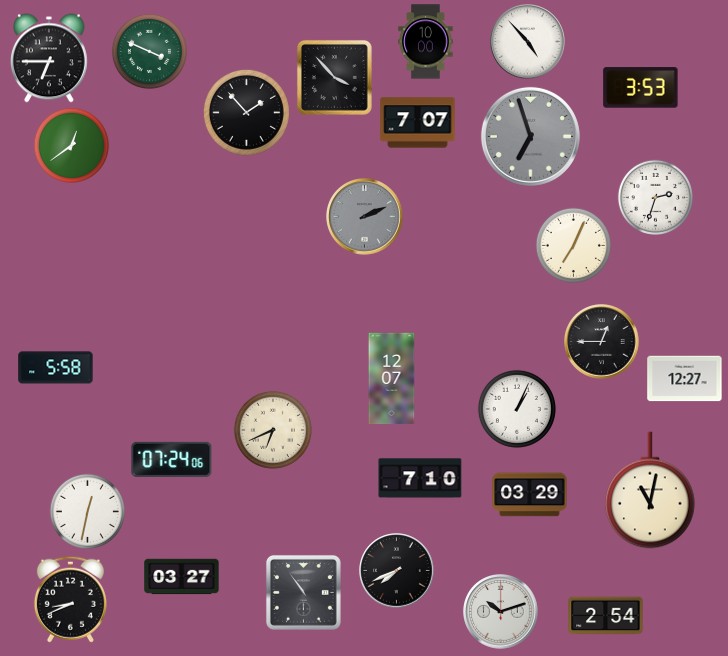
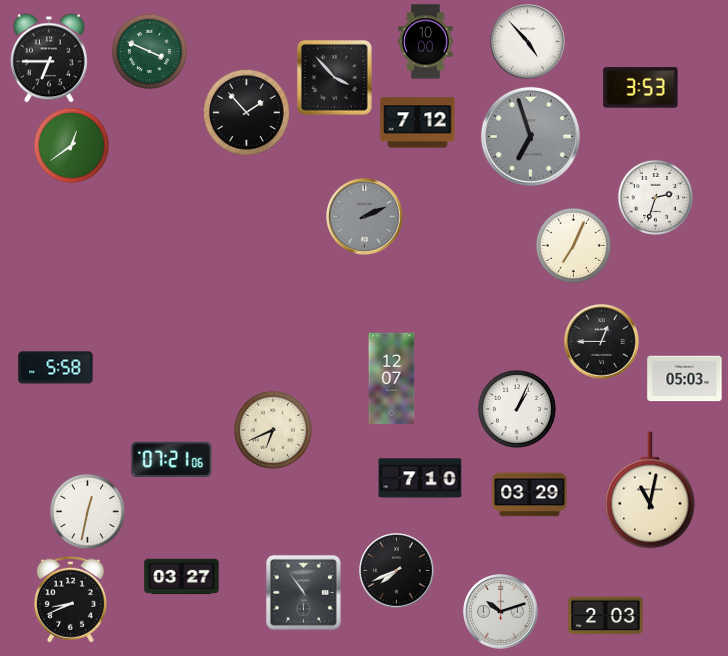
clock at (418, 123): 7:07 -> 7:12
clock at (685, 379): 12:27 -> 05:03
clock at (172, 459): 07:24 -> 07:21
clock at (606, 616): 2:54 -> 2:03
